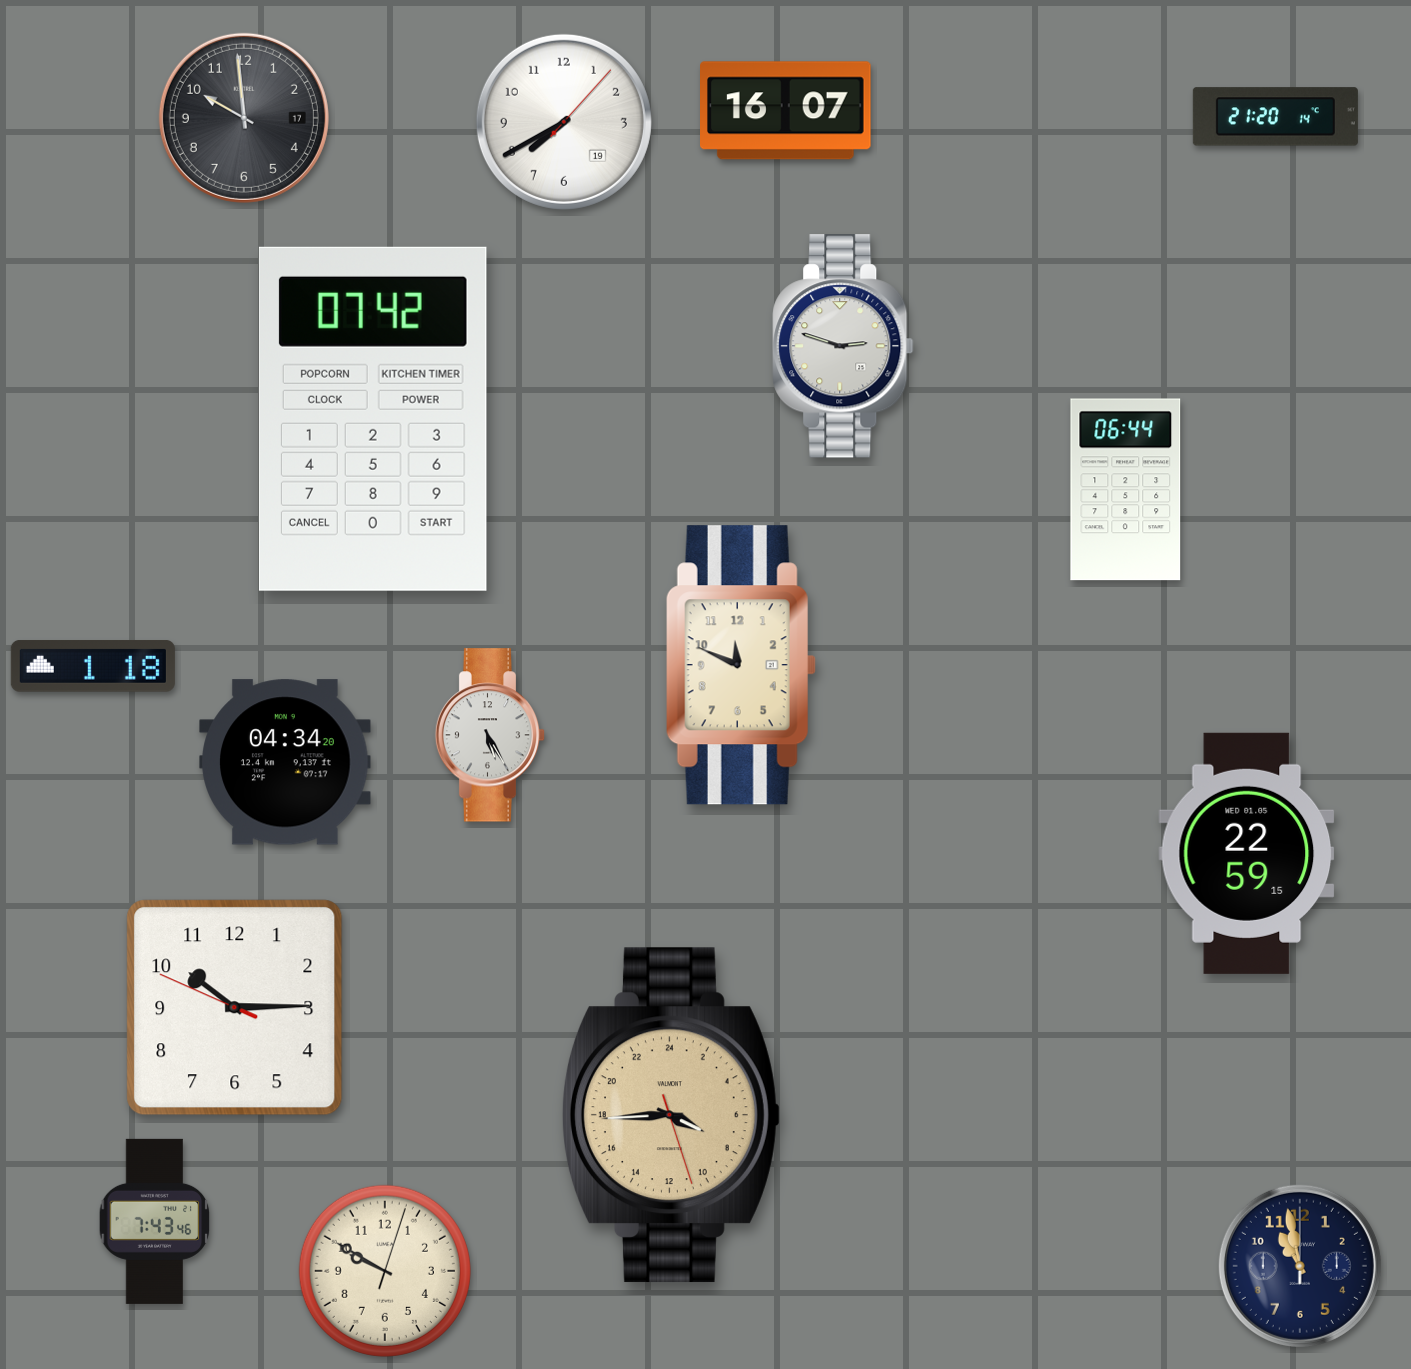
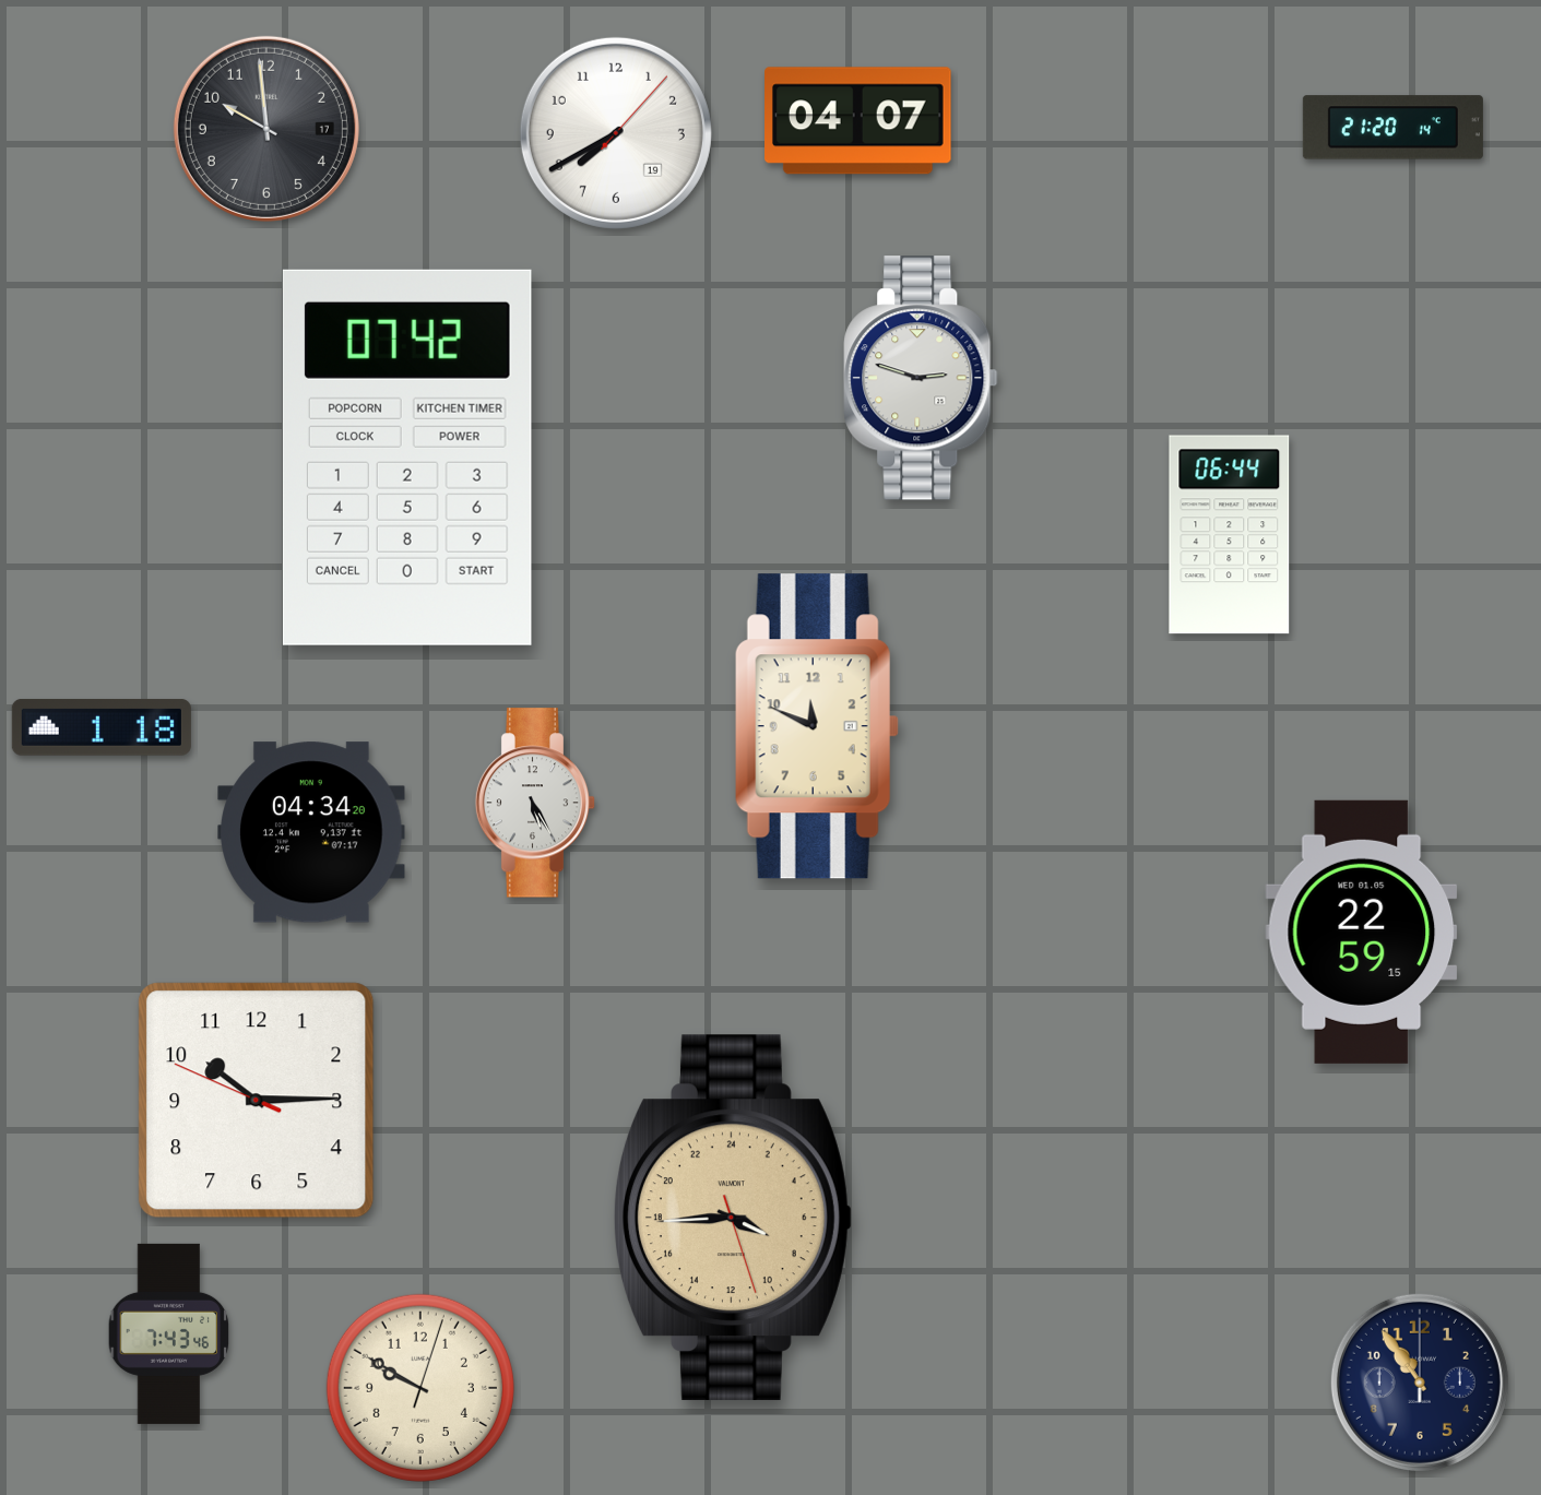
clock at (786, 111): 16:07 -> 04:07
clock at (741, 665) position: (741, 665) -> (817, 726)
clock at (1300, 1266): 10:58 -> 10:54
